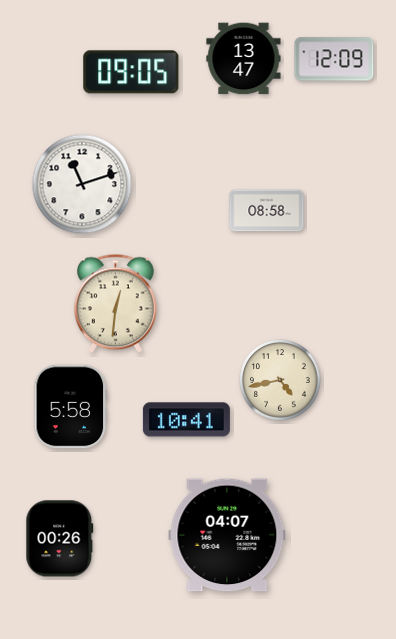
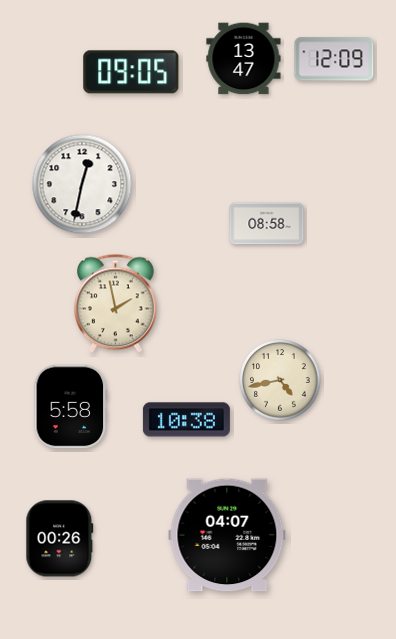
clock at (82, 184): 11:12 -> 12:32
clock at (267, 211) position: (267, 211) -> (267, 224)
clock at (116, 304): 12:31 -> 1:58
clock at (186, 420): 10:41 -> 10:38
